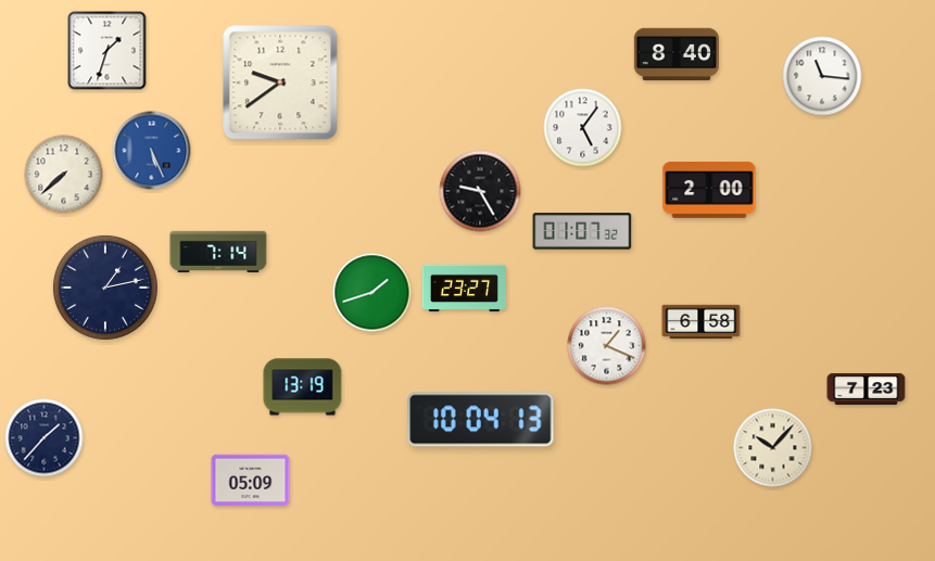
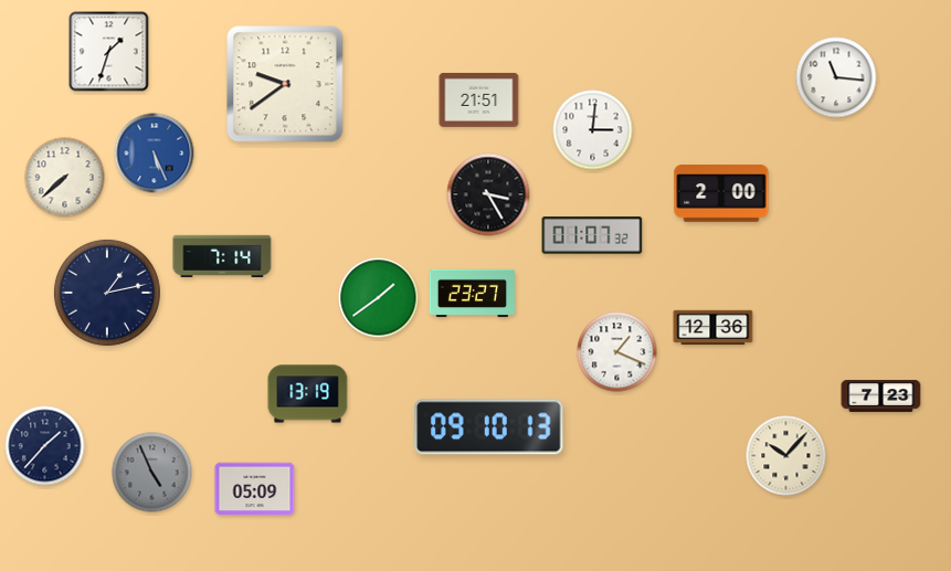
clock at (677, 54): 8:40 -> none
clock at (479, 99): none -> 21:51
clock at (583, 128): 5:06 -> 3:01
clock at (480, 191): 9:25 -> 3:25
clock at (372, 293): 1:42 -> 1:39
clock at (702, 322): 6:58 -> 12:36
clock at (481, 420): 10:04 -> 09:10
clock at (152, 473): none -> 4:56
